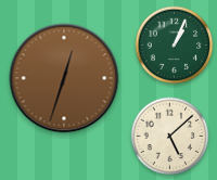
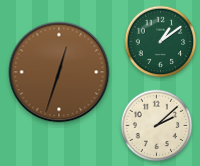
clock at (175, 46): 1:04 -> 1:09
clock at (170, 137): 5:08 -> 2:08
